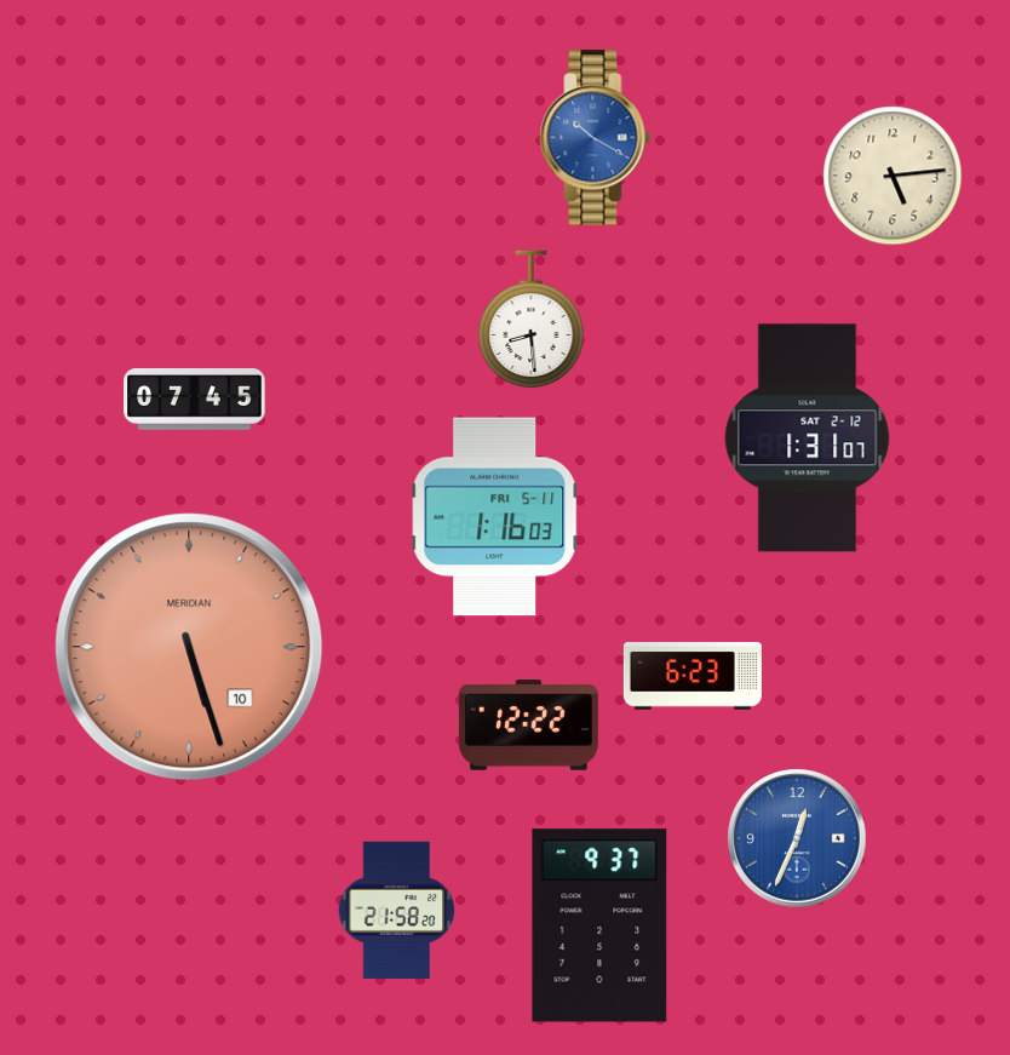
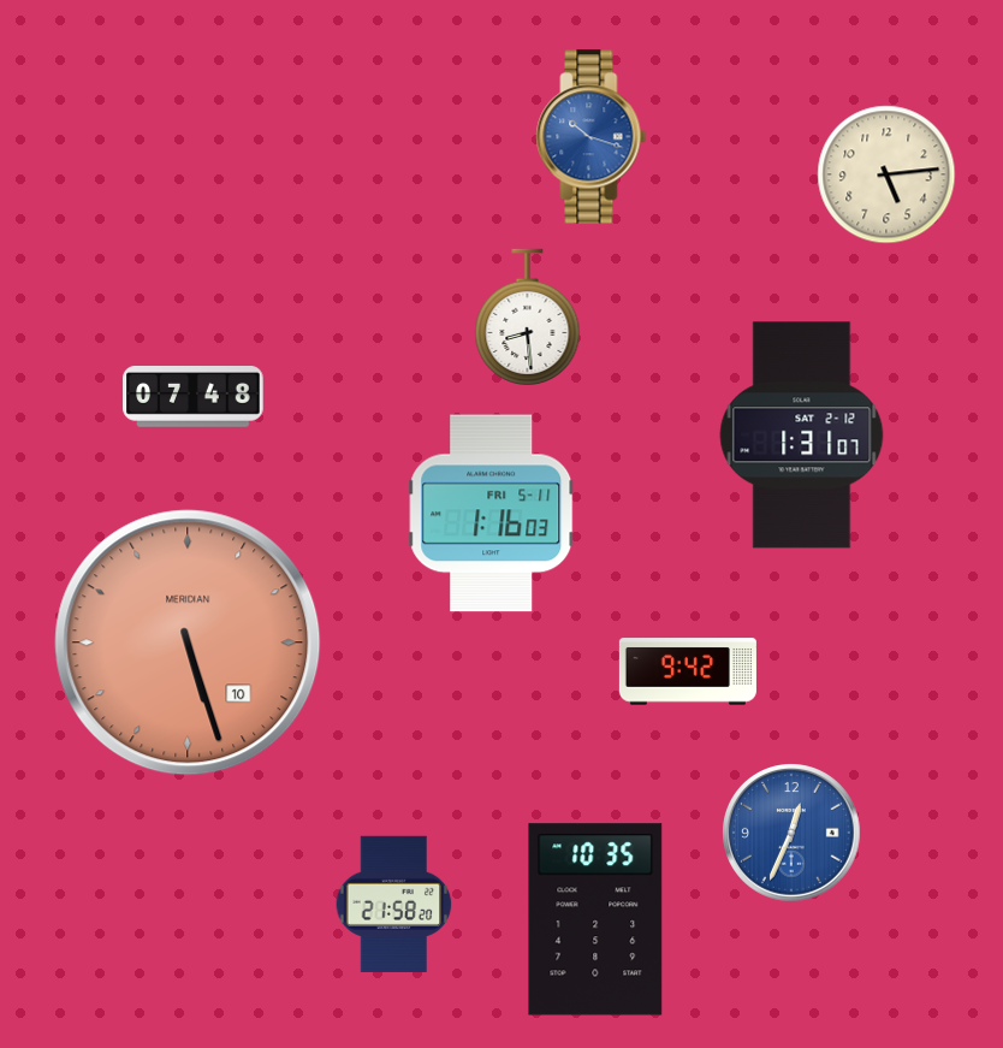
clock at (596, 138): 10:20 -> 10:18
clock at (195, 400): 07:45 -> 07:48
clock at (693, 676): 6:23 -> 9:42
clock at (528, 726): 12:22 -> none
clock at (599, 925): 9:37 -> 10:35
